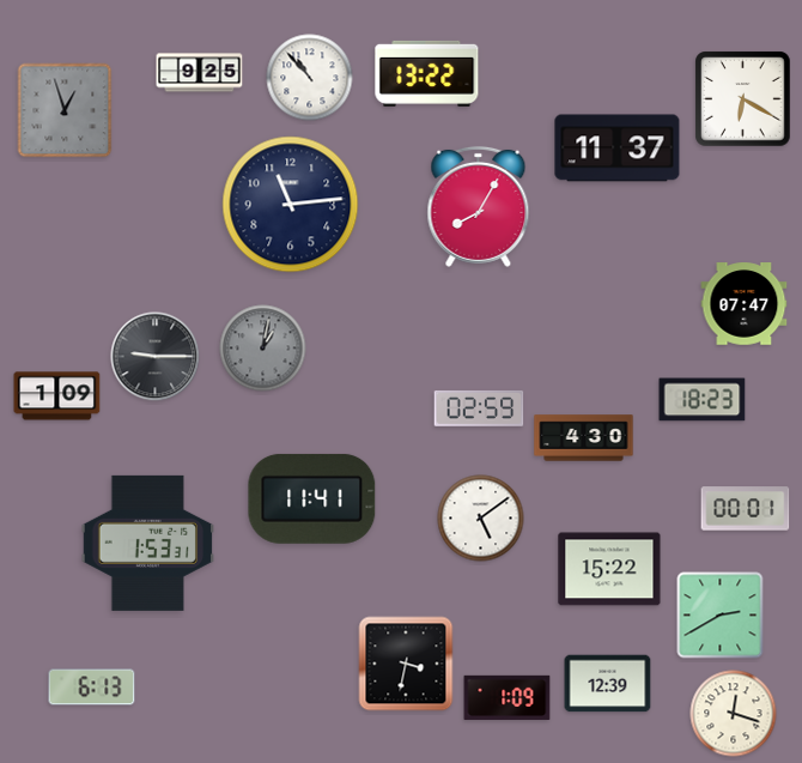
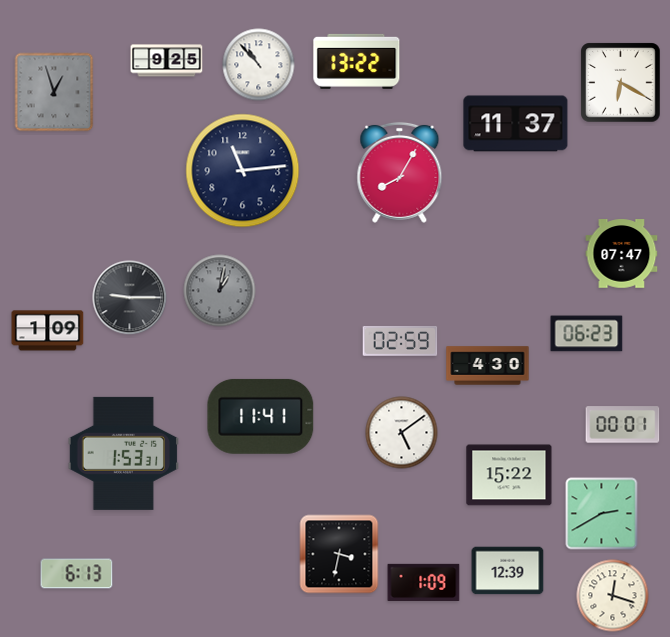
clock at (703, 400): 18:23 -> 06:23
